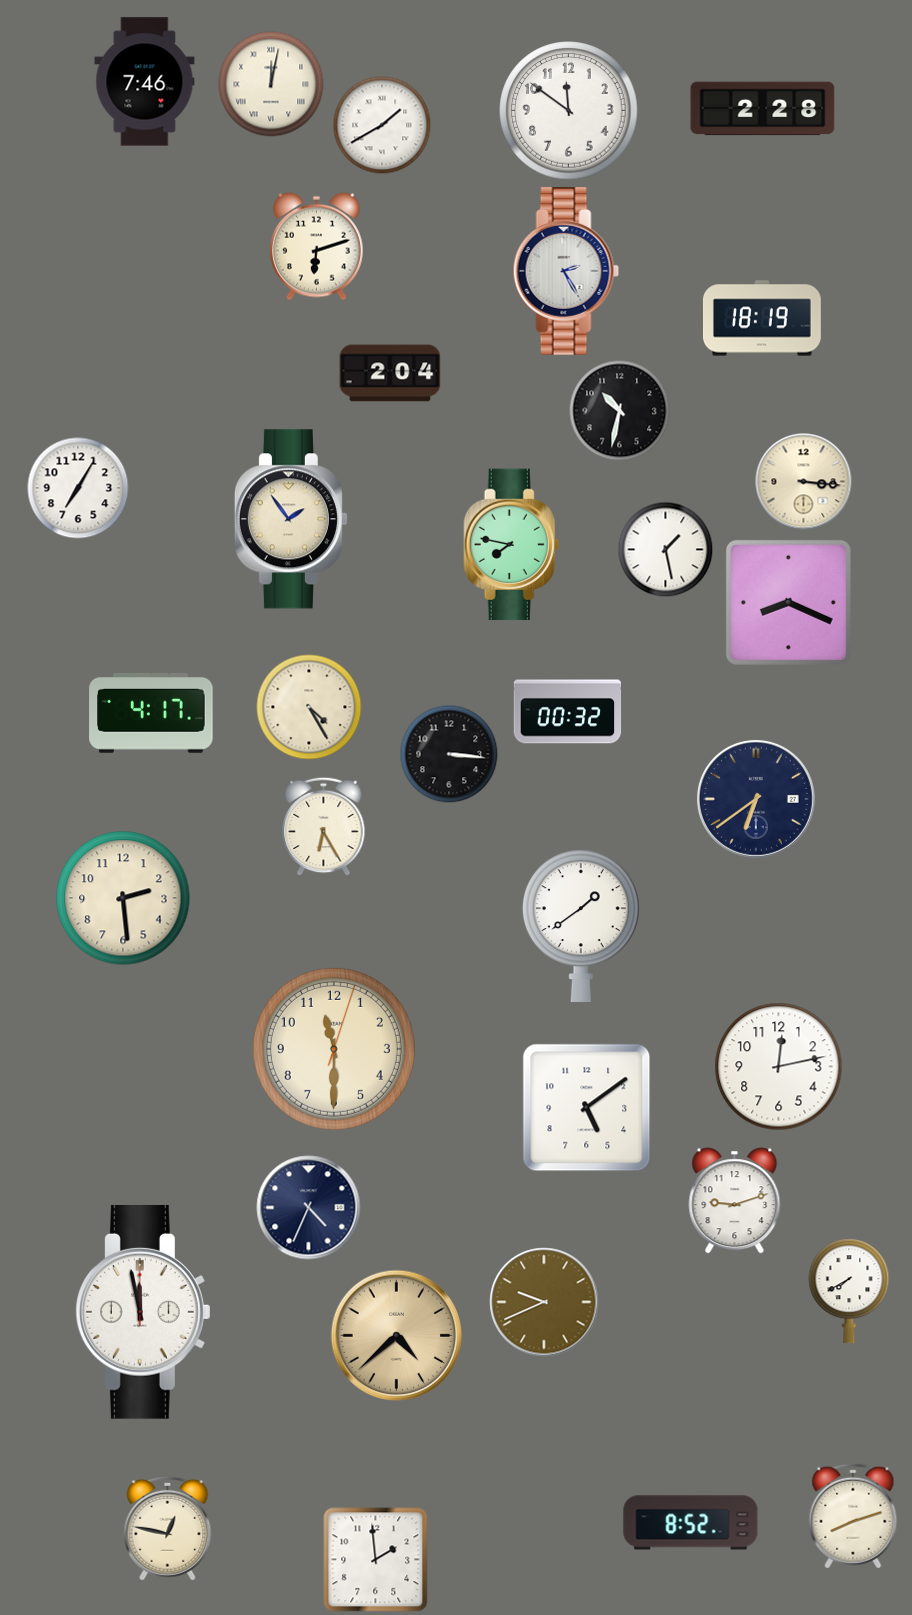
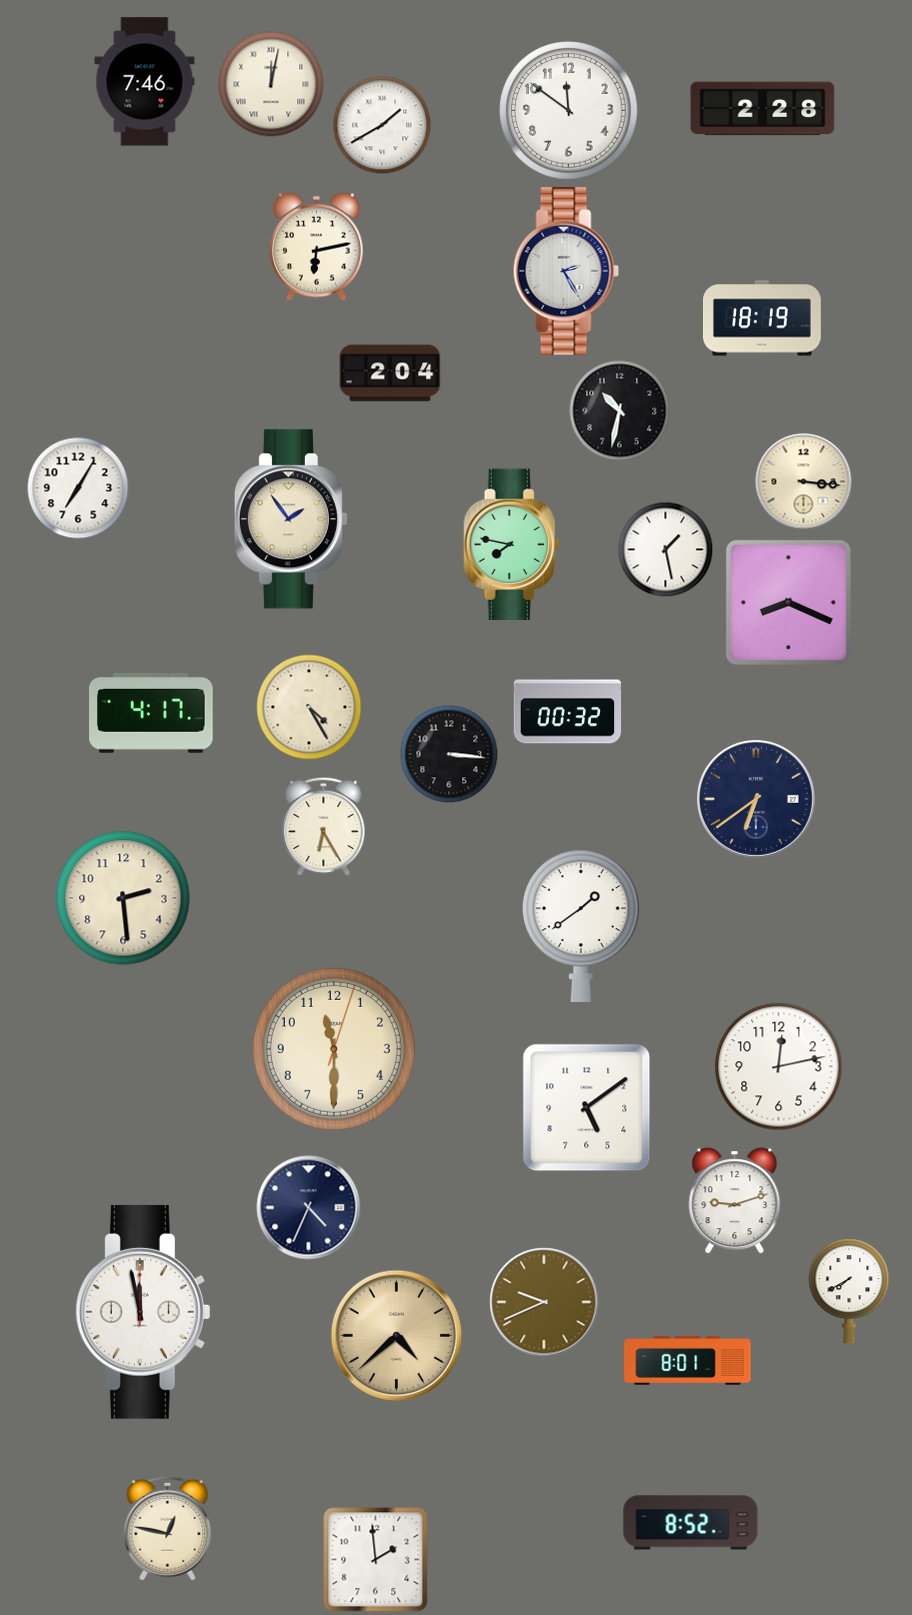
clock at (317, 246): 6:12 -> 6:13
clock at (688, 1361): none -> 8:01
clock at (853, 1516): 8:12 -> none
